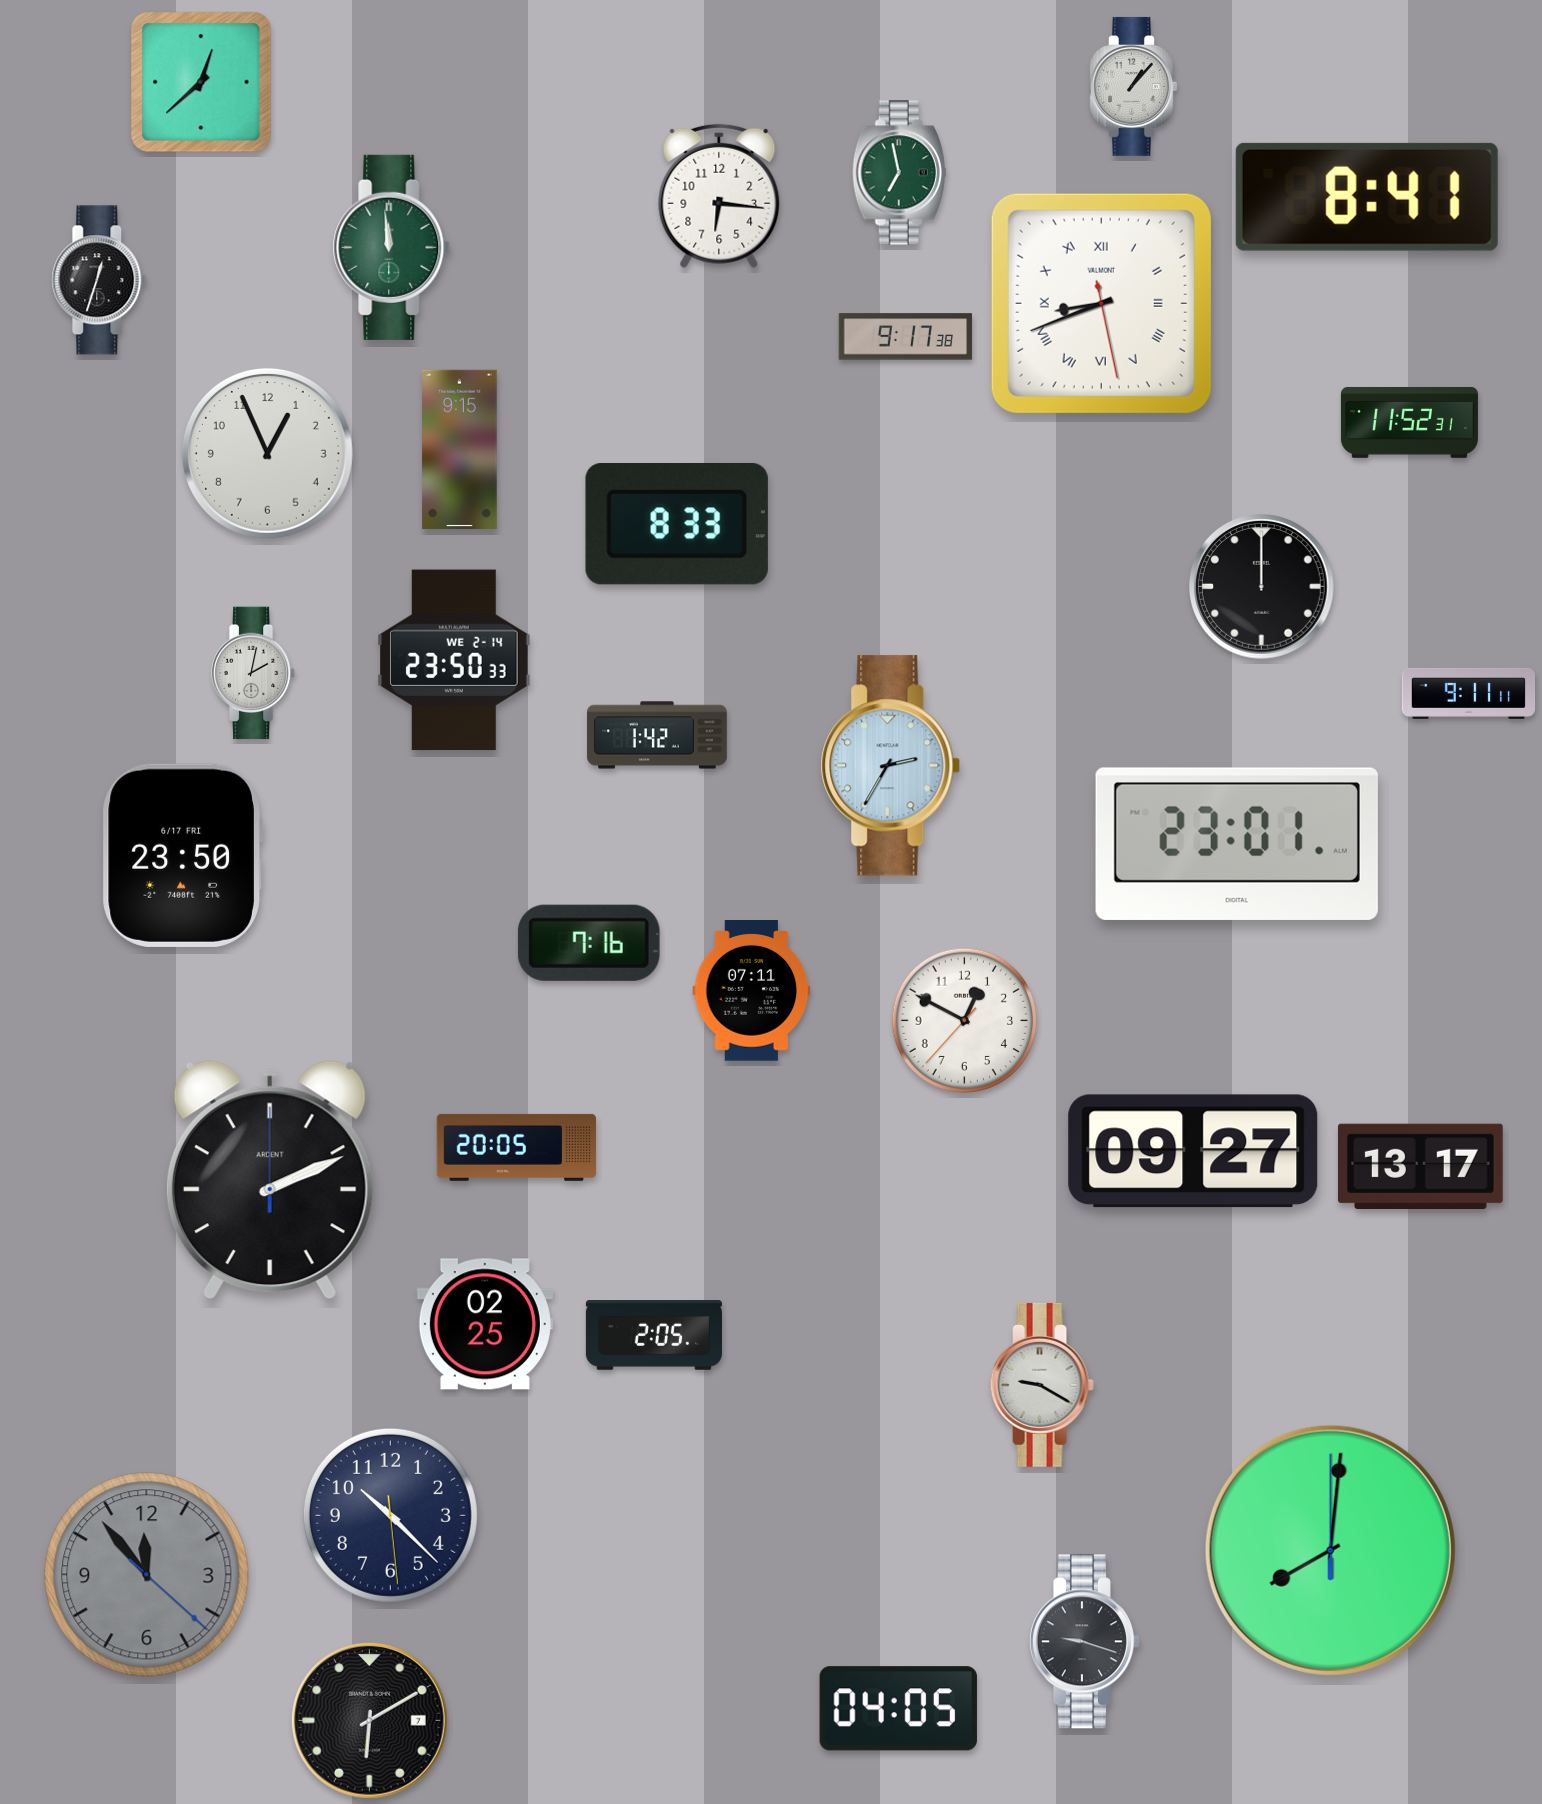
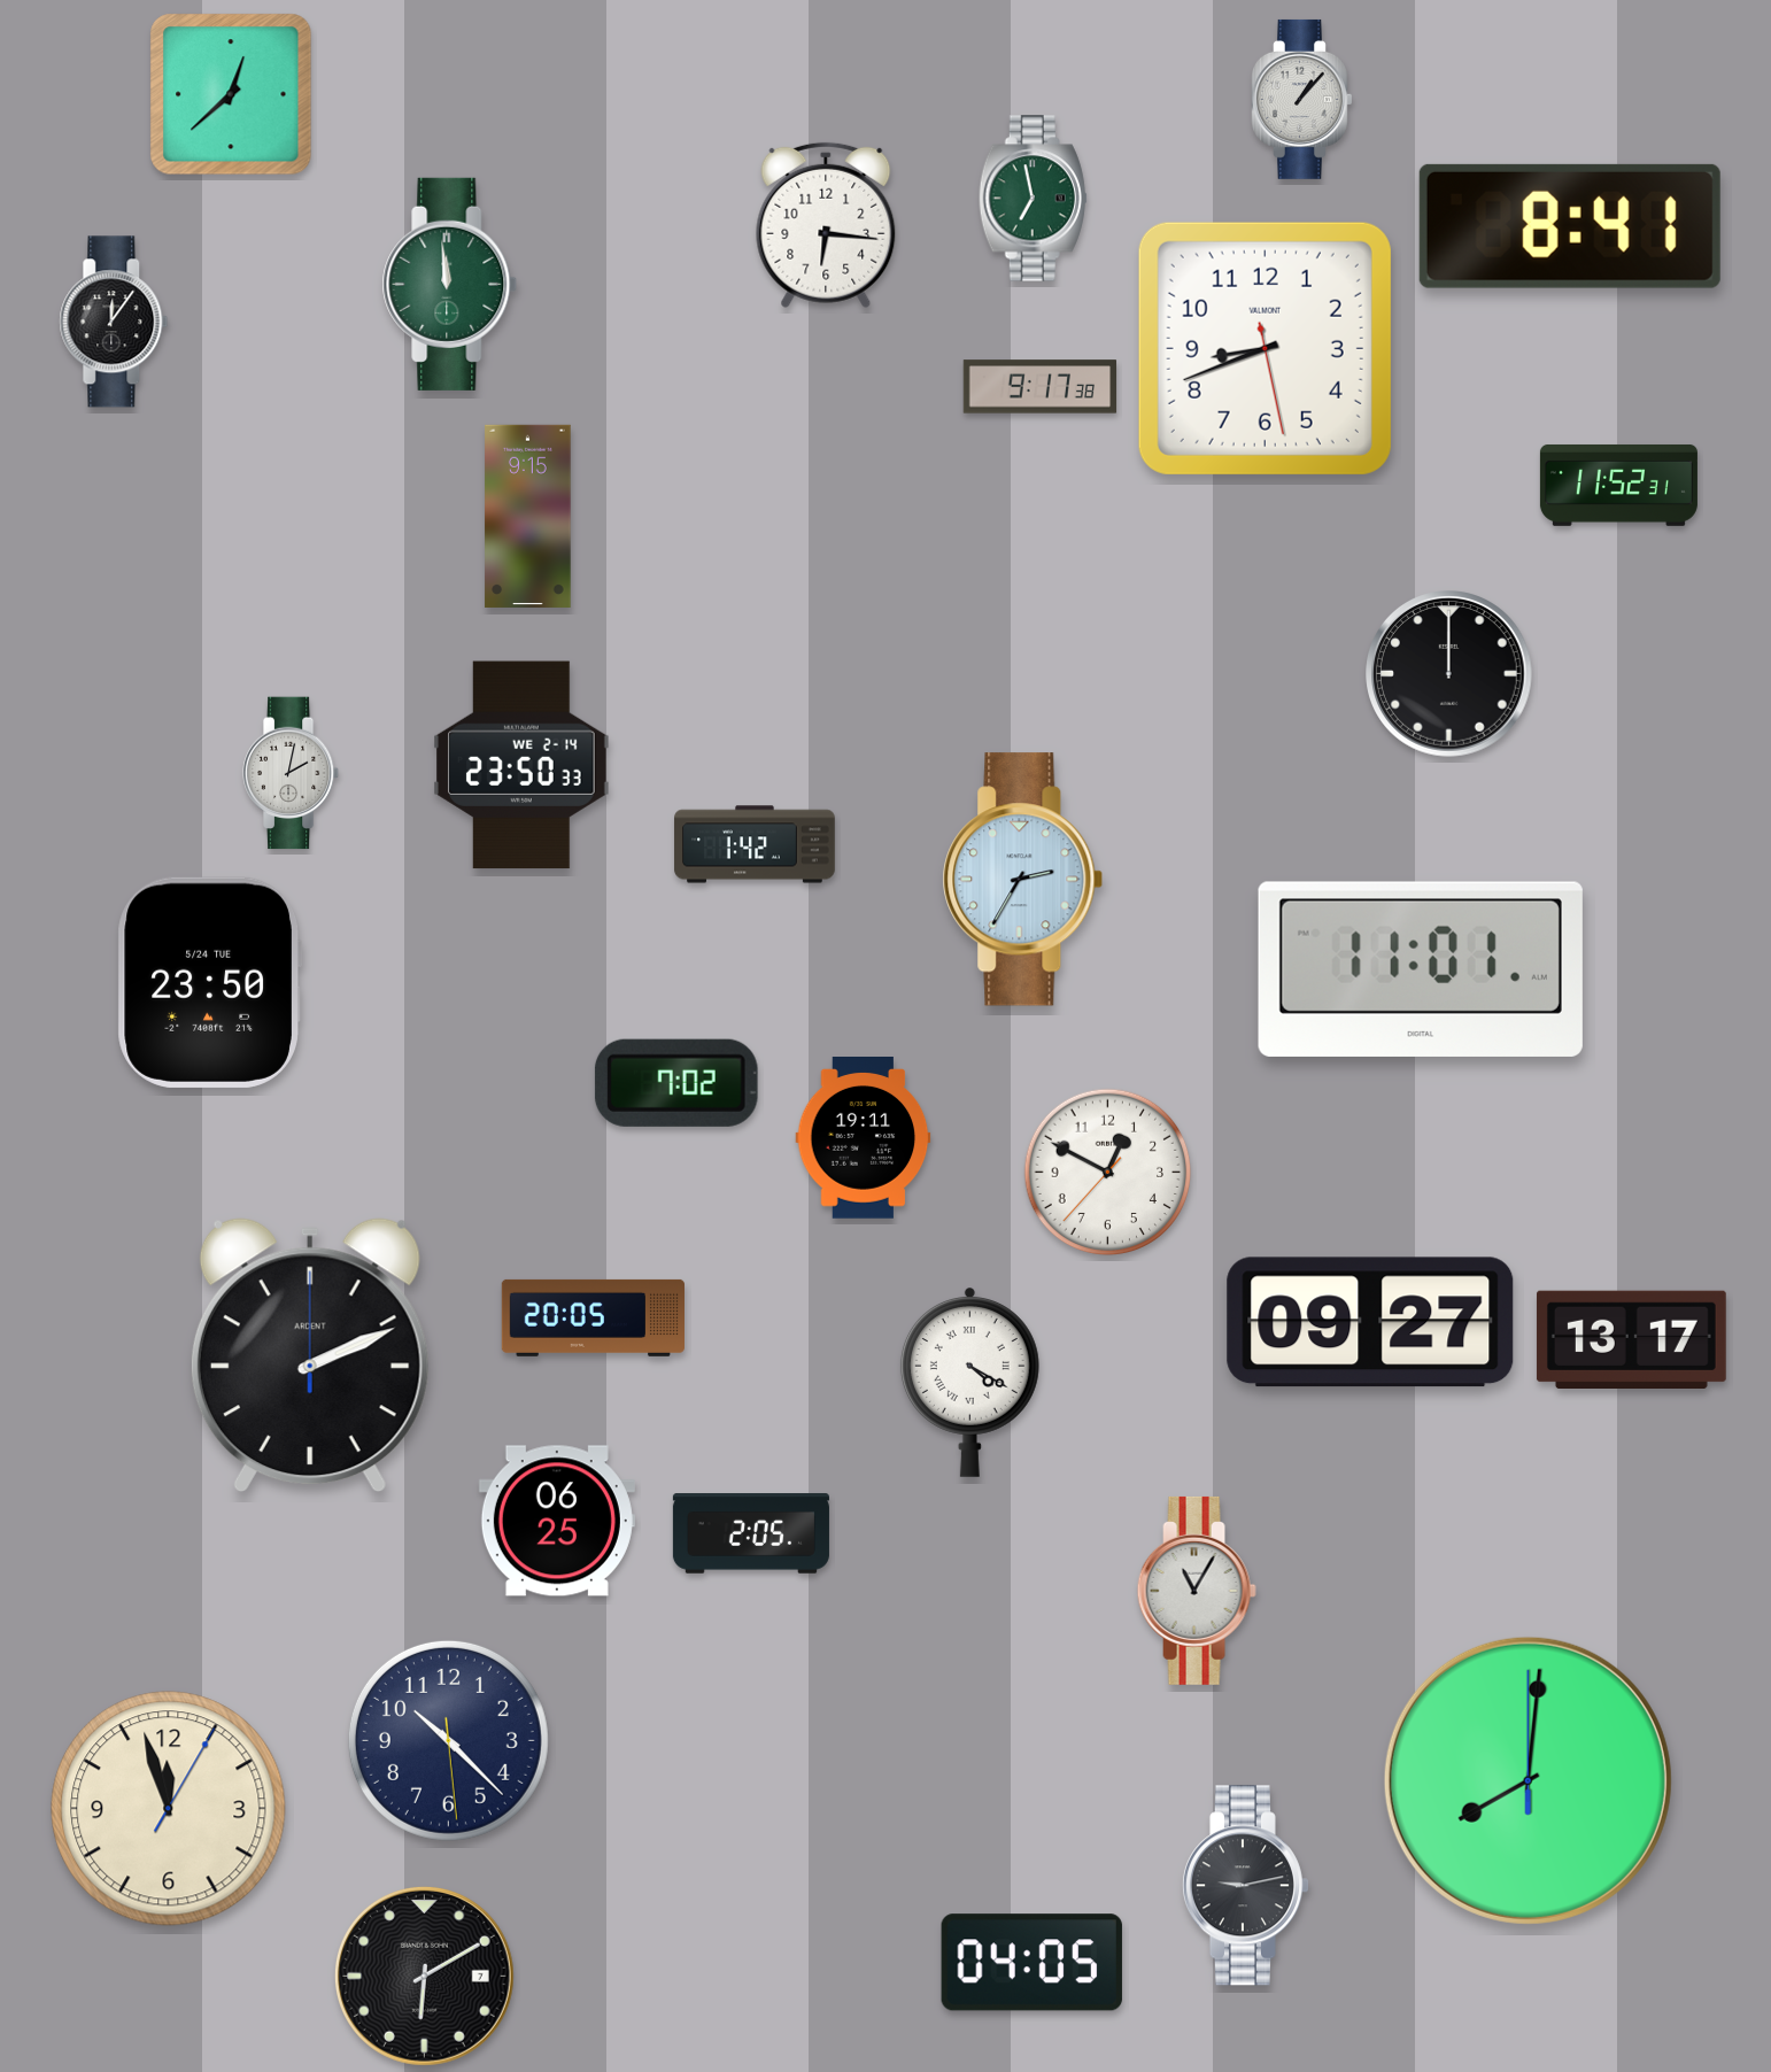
clock at (99, 280): 12:33 -> 12:06
clock at (1101, 303) numerals: Roman -> Arabic
clock at (267, 453): 12:56 -> none
clock at (677, 525): 8:33 -> none
clock at (454, 660) position: (454, 660) -> (521, 765)
clock at (1469, 693): 9:11 -> none
clock at (1237, 844): 23:01 -> 11:01
clock at (182, 855) date: 6/17 FRI -> 5/24 TUE
clock at (589, 943): 7:16 -> 7:02
clock at (752, 991): 07:11 -> 19:11
clock at (969, 1383): none -> 4:20
clock at (485, 1324): 02:25 -> 06:25
clock at (1042, 1385): 9:20 -> 11:05
clock at (147, 1575): 11:53 -> 11:57
clock at (147, 1575) dial: grey -> cream
clock at (1084, 1642): 9:18 -> 9:13
